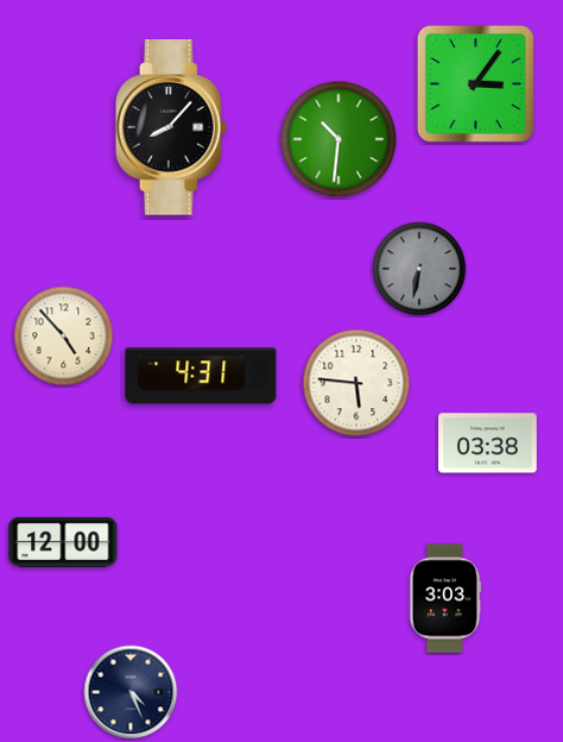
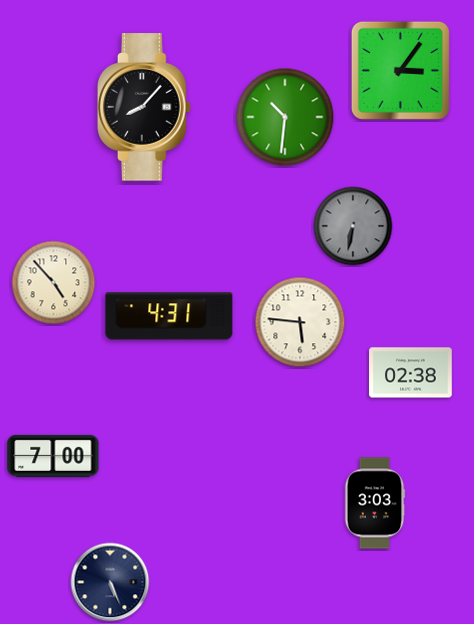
clock at (488, 444): 03:38 -> 02:38
clock at (63, 542): 12:00 -> 7:00
clock at (131, 692): 4:26 -> 5:26
